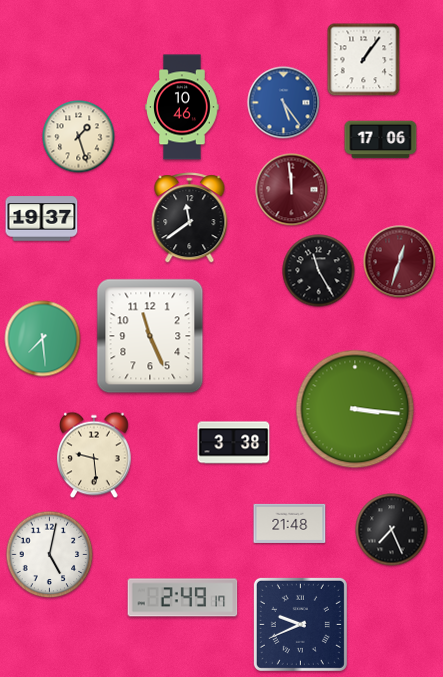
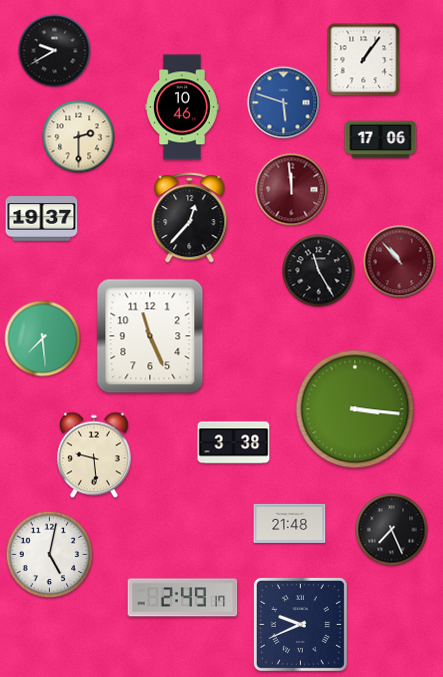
clock at (55, 51): none -> 9:40
clock at (284, 103): 5:24 -> 5:48
clock at (79, 137): 1:27 -> 2:30
clock at (190, 218): 11:39 -> 12:37
clock at (400, 262): 12:33 -> 10:53
